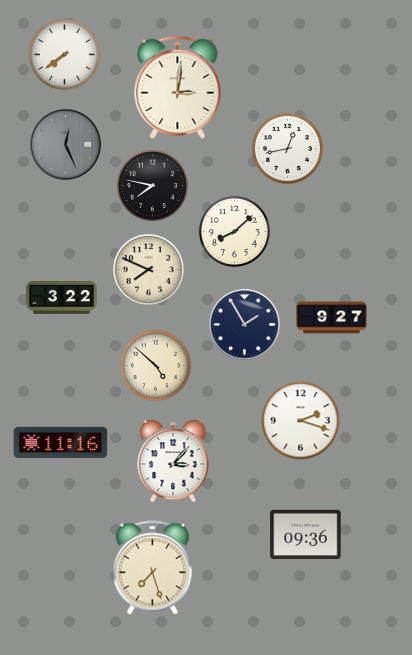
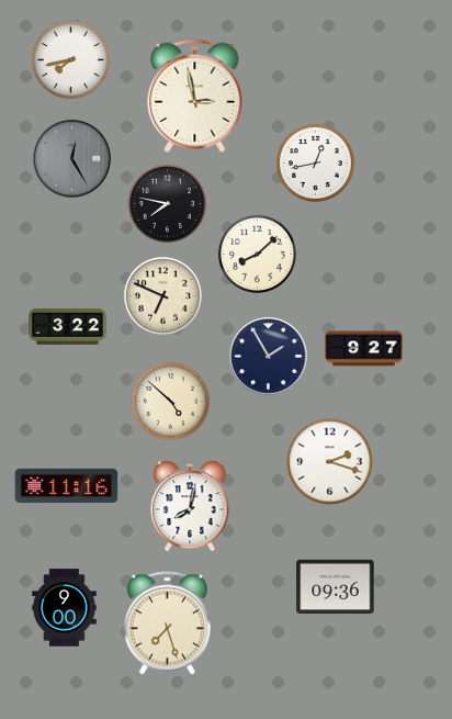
clock at (64, 54): 7:39 -> 7:43
clock at (178, 87): 3:01 -> 2:58
clock at (66, 145): 12:26 -> 12:25
clock at (148, 269): 7:49 -> 6:49
clock at (173, 461): 3:07 -> 8:02
clock at (65, 608): none -> 9:00
